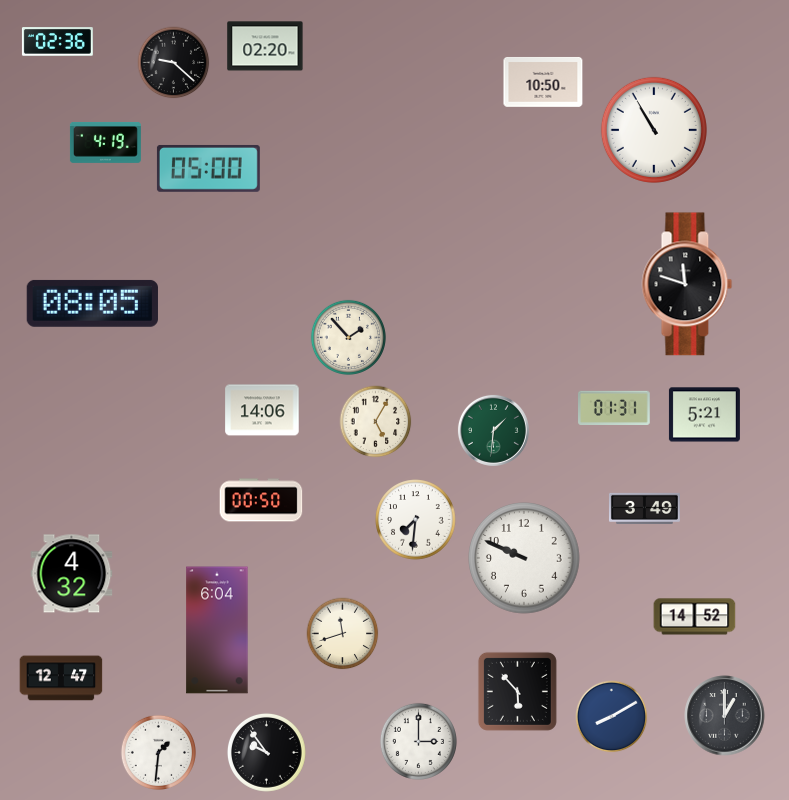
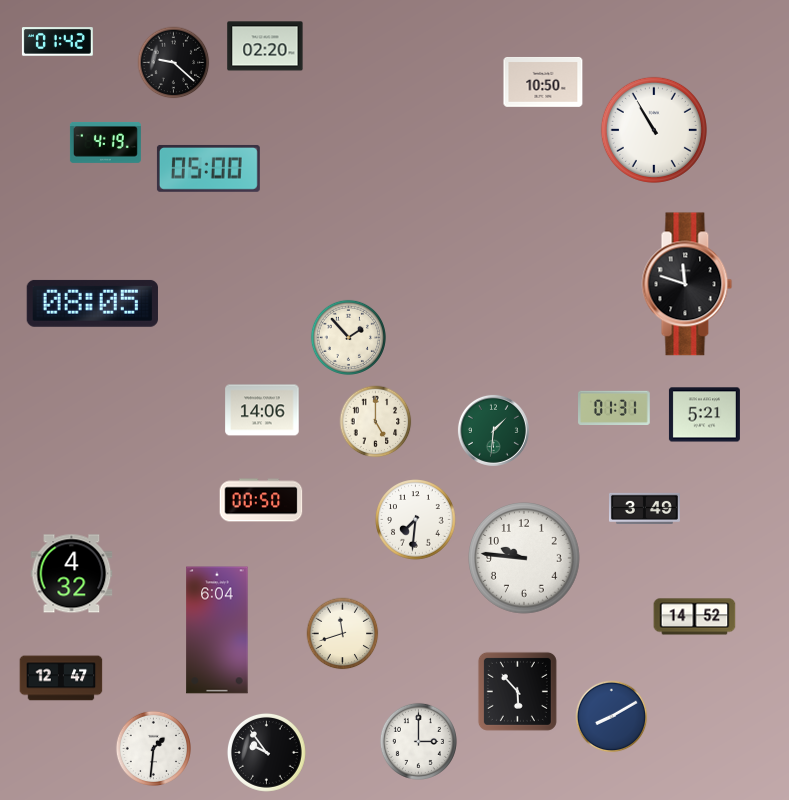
clock at (57, 42): 02:36 -> 01:42
clock at (376, 422): 5:05 -> 5:00
clock at (525, 559): 9:49 -> 9:46
clock at (725, 716): 1:00 -> none
clock at (158, 752) position: (158, 752) -> (153, 748)
